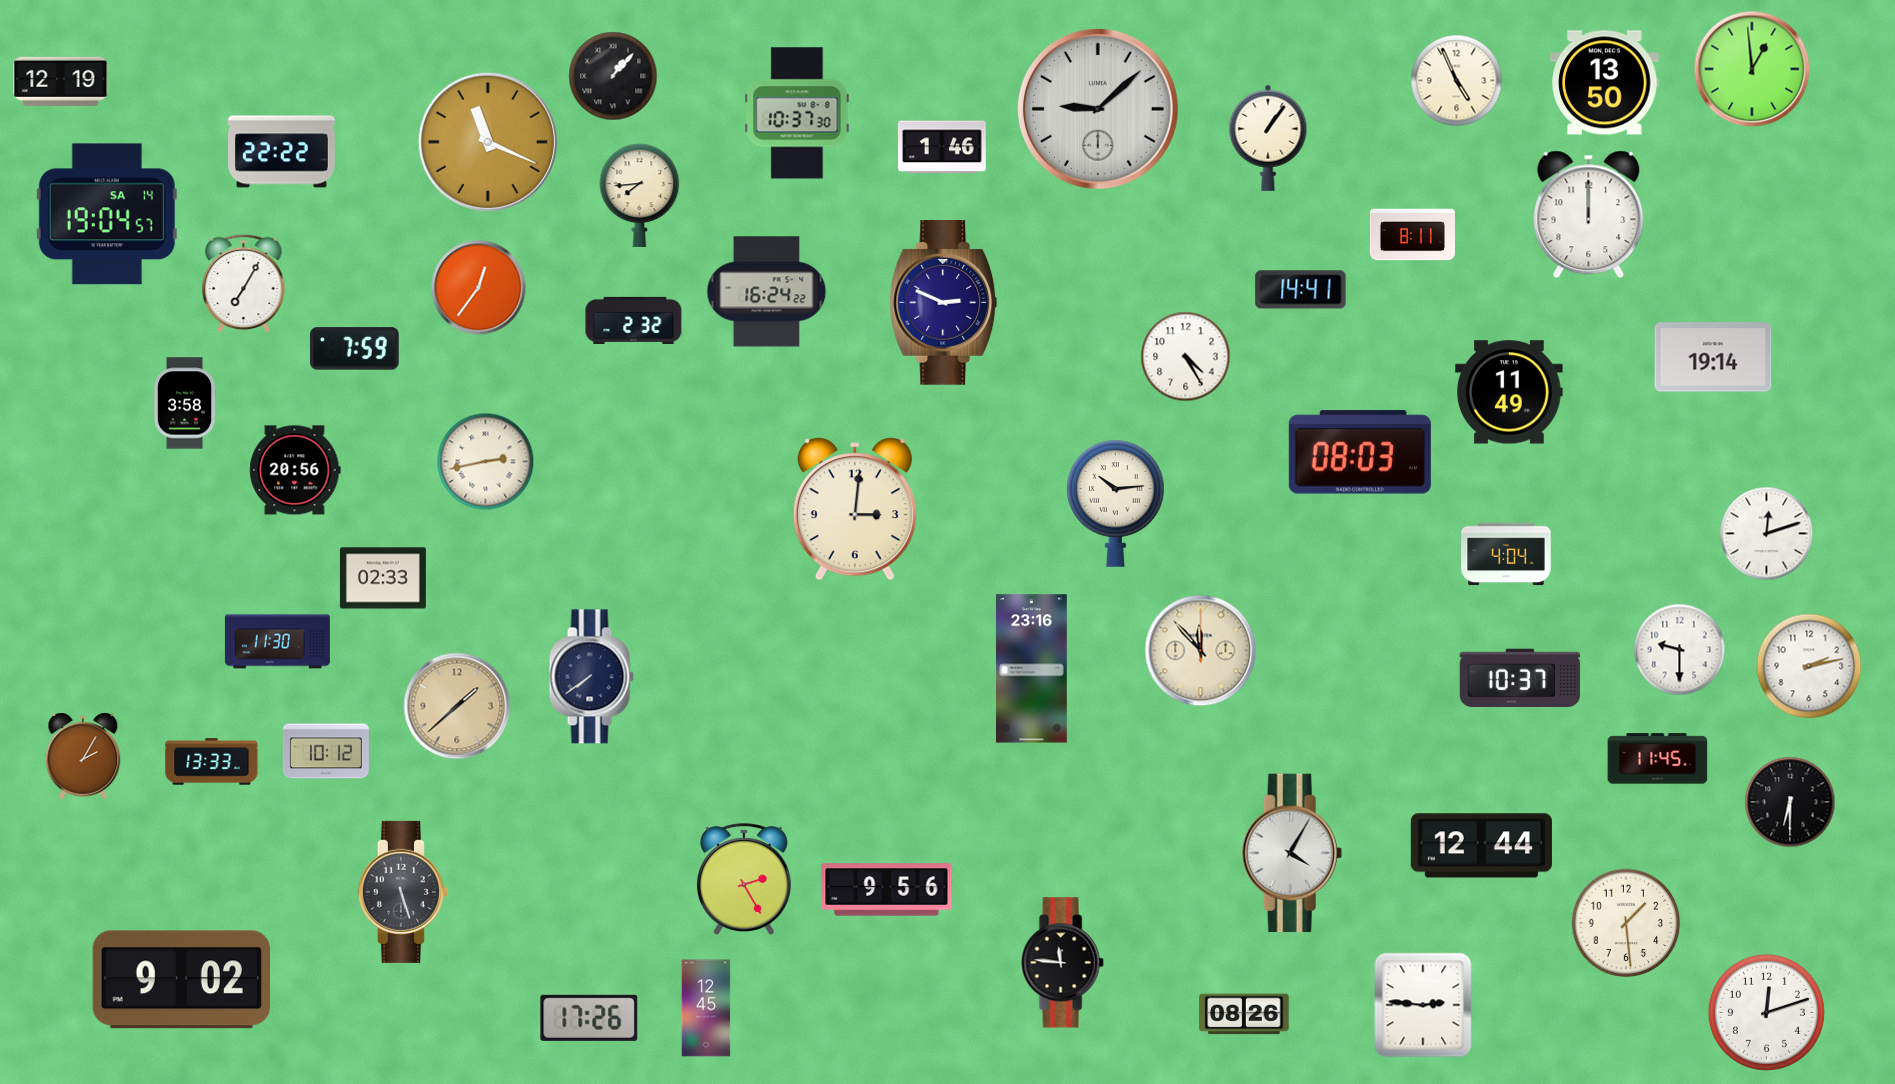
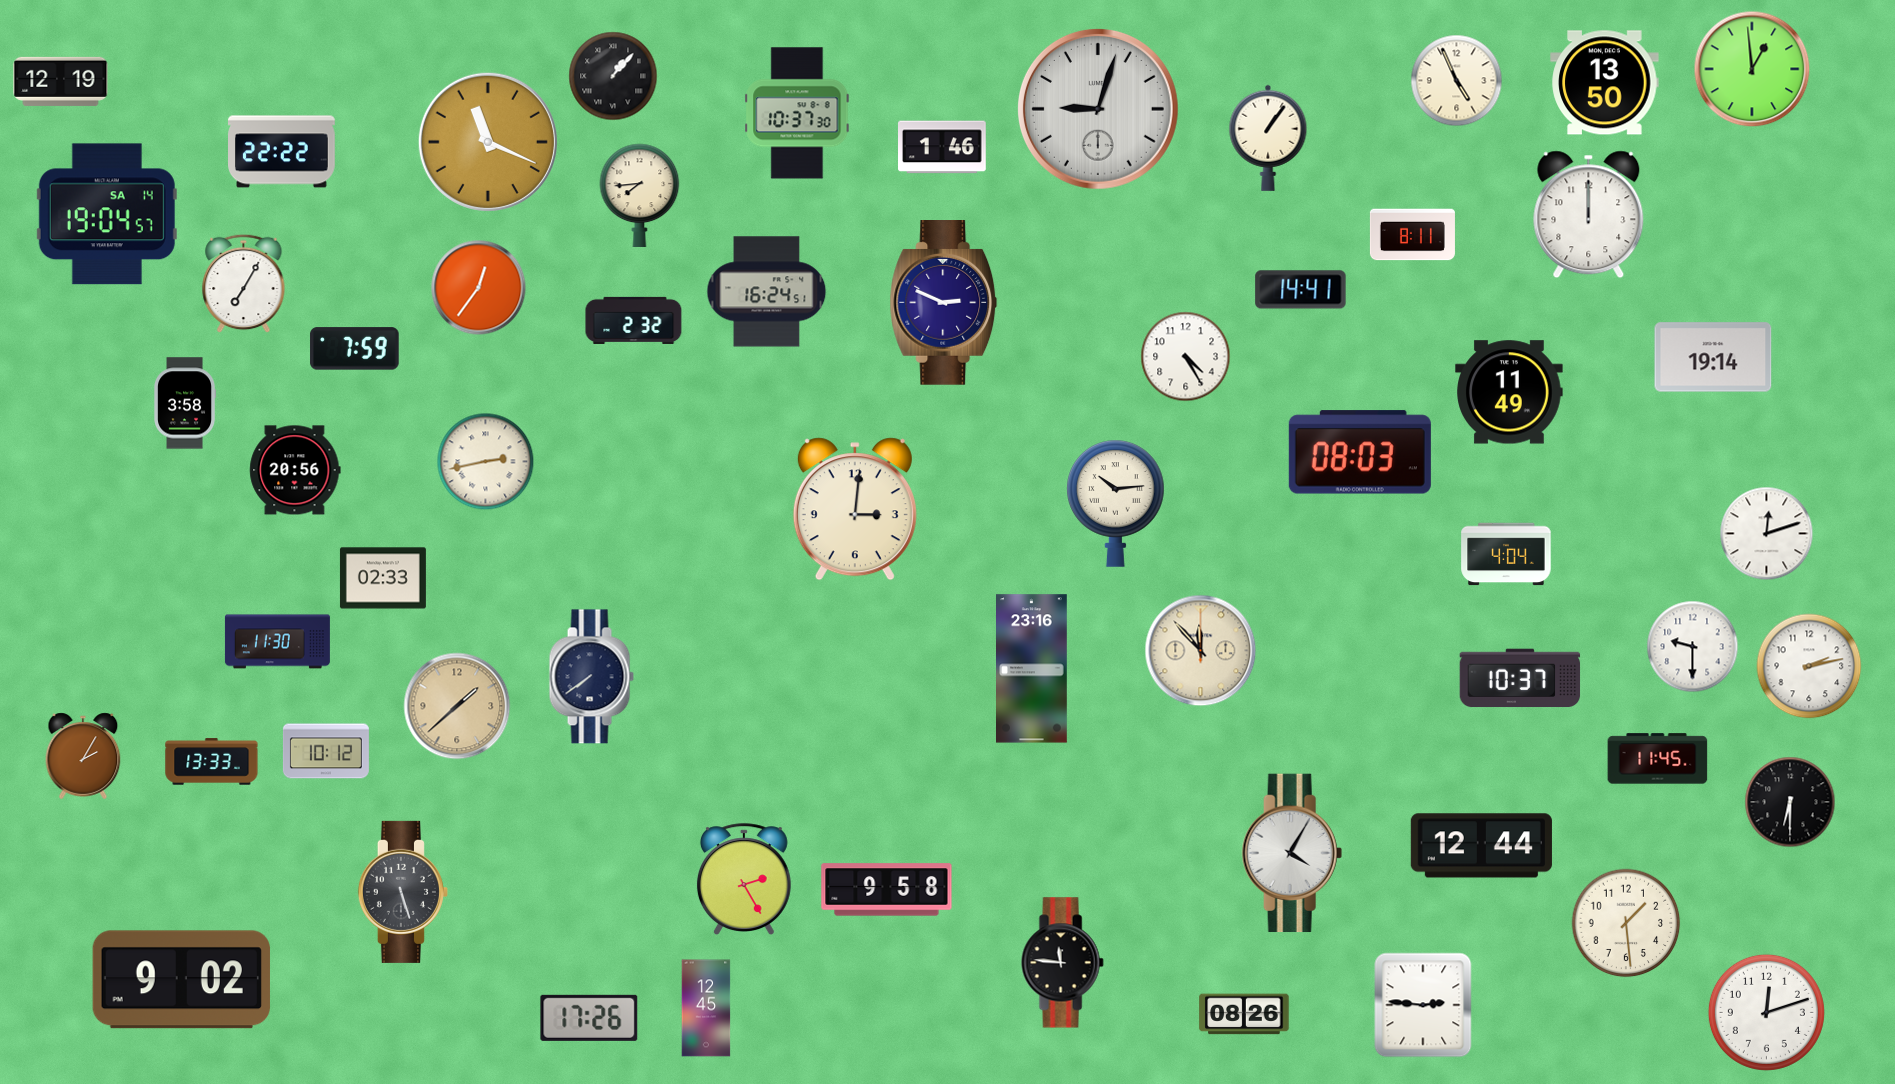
clock at (1098, 109): 9:08 -> 9:03
clock at (767, 292): 16:24:22 -> 16:24:51
clock at (1680, 650) position: (1680, 650) -> (1693, 647)
clock at (887, 890): 9:56 -> 9:58
